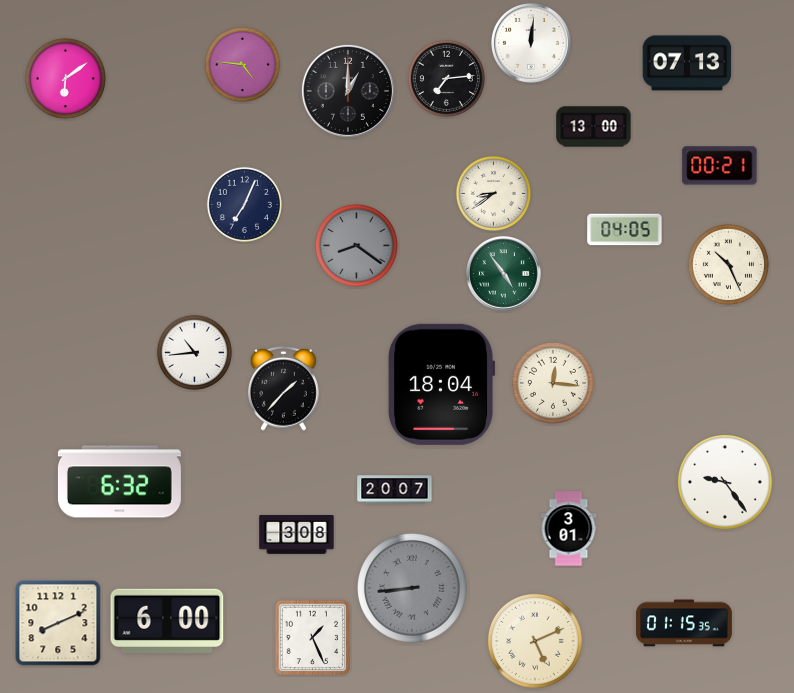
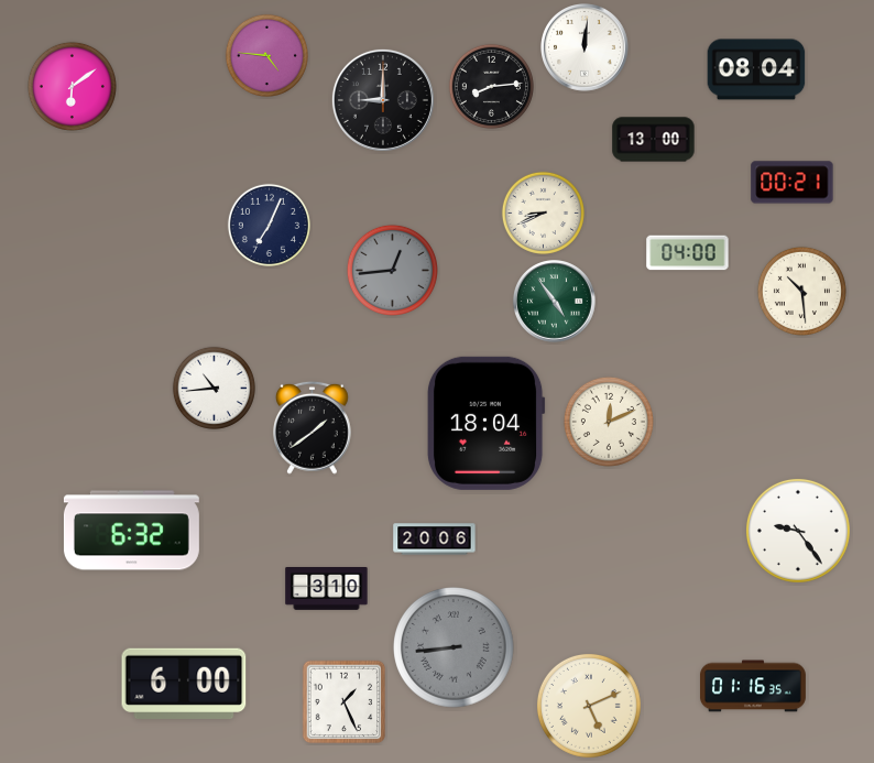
clock at (687, 63): 07:13 -> 08:04
clock at (242, 64) position: (242, 64) -> (266, 55)
clock at (446, 78): 7:14 -> 8:14
clock at (348, 91): 1:00 -> 9:00
clock at (493, 193): 8:39 -> 8:41
clock at (625, 230): 04:05 -> 04:00
clock at (356, 245): 8:21 -> 12:44
clock at (728, 264): 10:26 -> 10:29
clock at (553, 383): 12:16 -> 12:11
clock at (284, 388): 1:37 -> 1:39
clock at (395, 490): 20:07 -> 20:06
clock at (569, 529): 3:01 -> none
clock at (297, 535): 3:08 -> 3:10
clock at (58, 623): 8:11 -> none
clock at (684, 623): 01:15 -> 01:16
